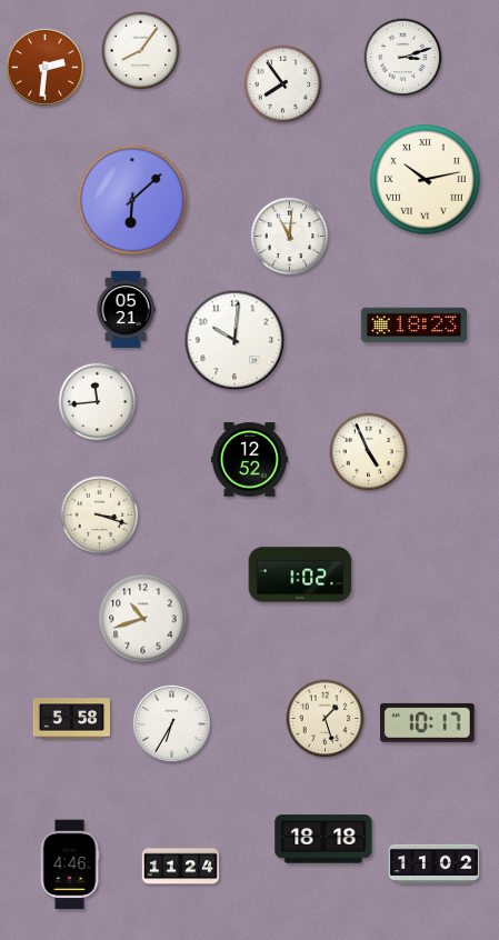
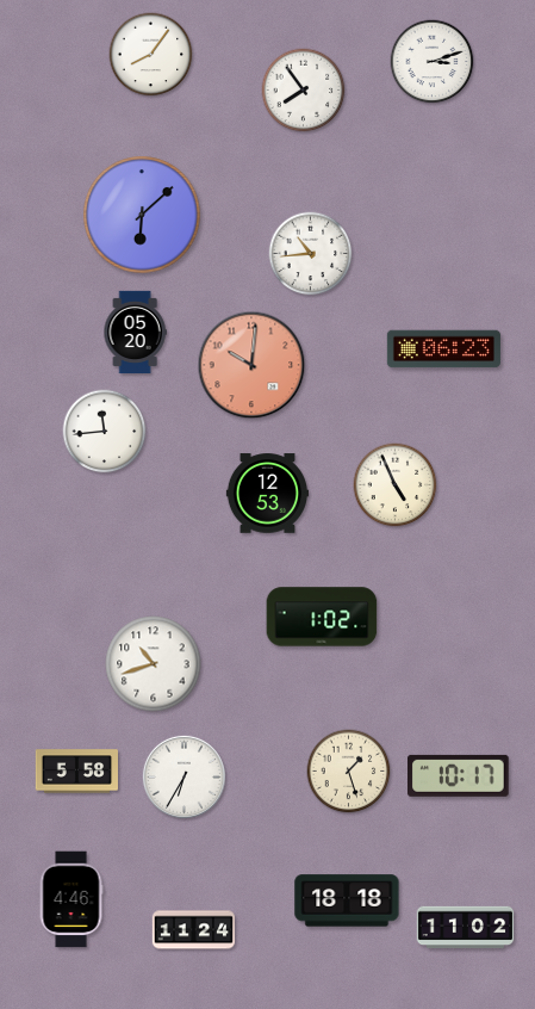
clock at (44, 67): 2:31 -> none
clock at (426, 180): 10:13 -> none
clock at (290, 237): 11:01 -> 10:44
clock at (126, 310): 05:21 -> 05:20
clock at (413, 326): 18:23 -> 06:23
clock at (234, 340) dial: white -> salmon
clock at (249, 460): 12:52 -> 12:53
clock at (100, 516): 3:18 -> none
clock at (70, 864) position: (70, 864) -> (71, 899)
